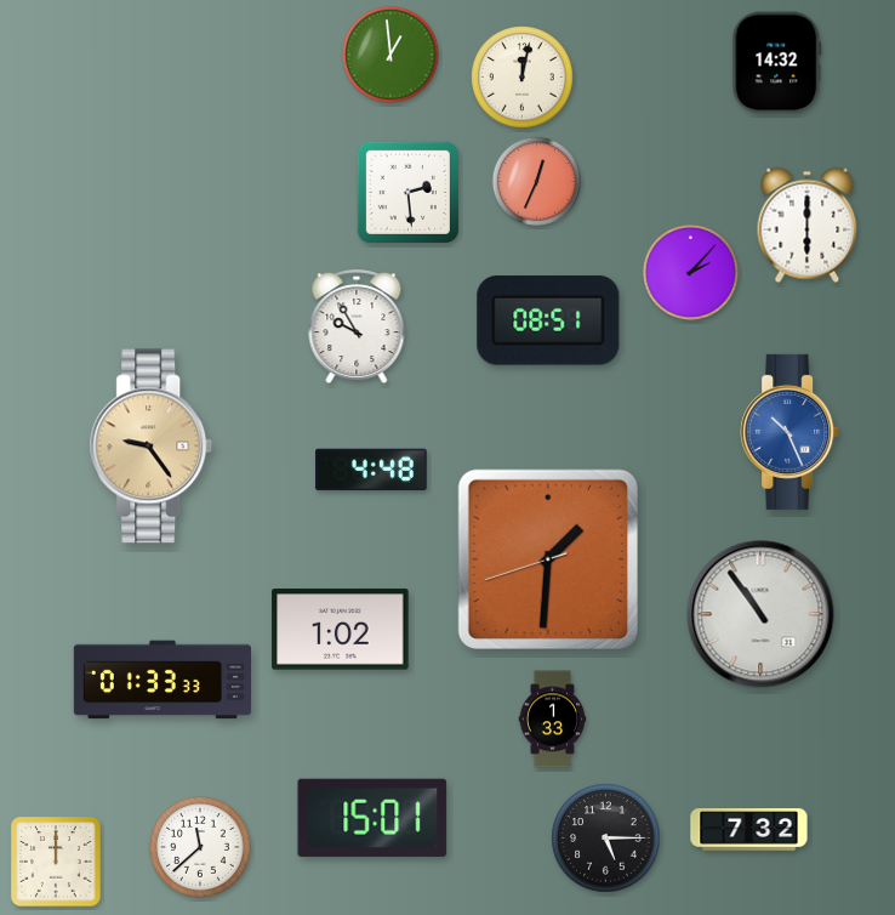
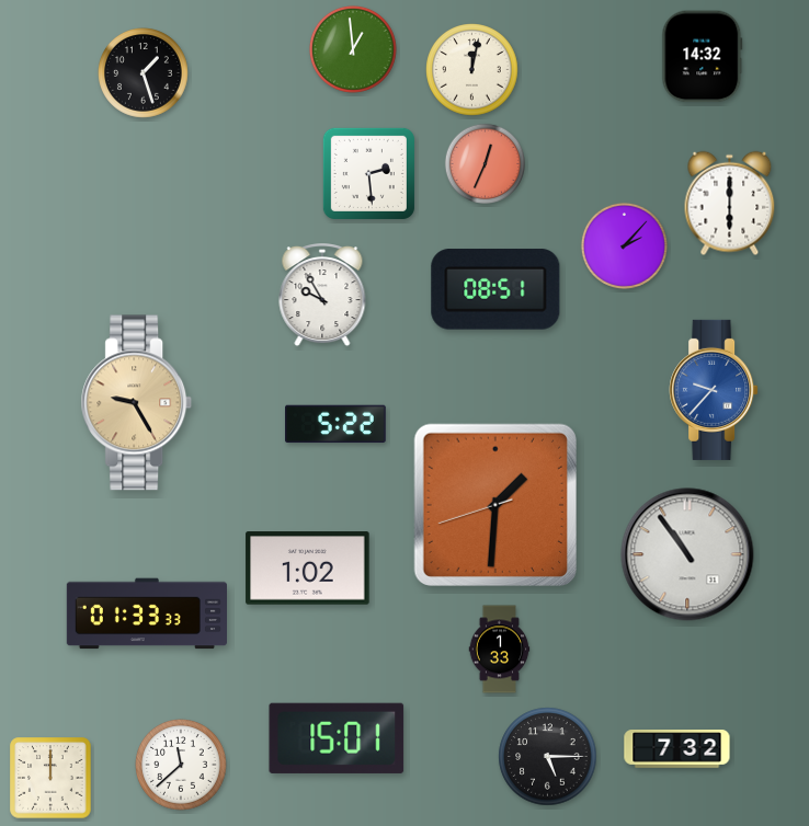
clock at (144, 73): none -> 1:27
clock at (789, 432): 10:26 -> 9:37
clock at (152, 447): 9:24 -> 9:25
clock at (372, 470): 4:48 -> 5:22
